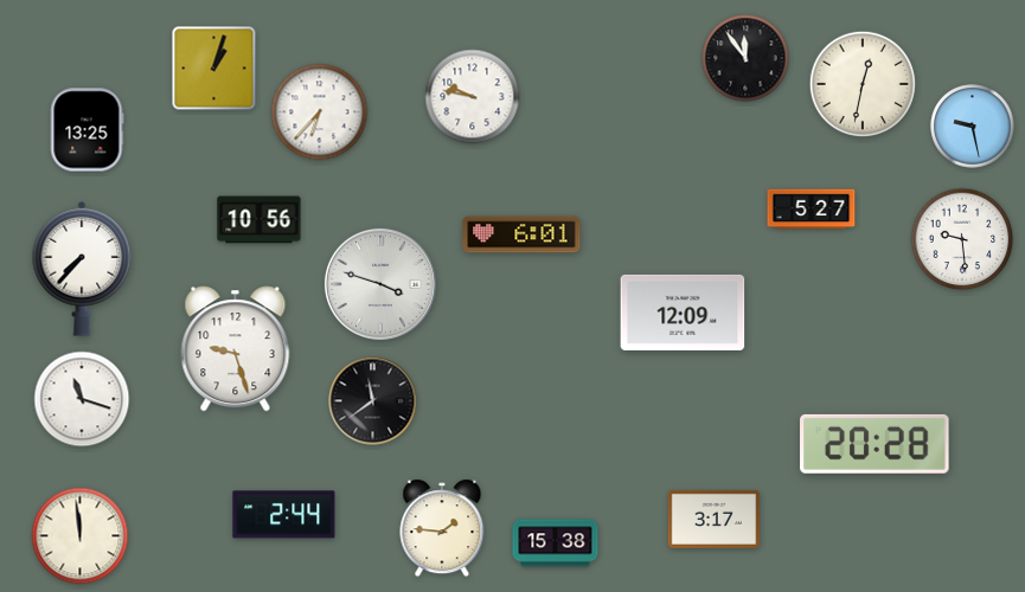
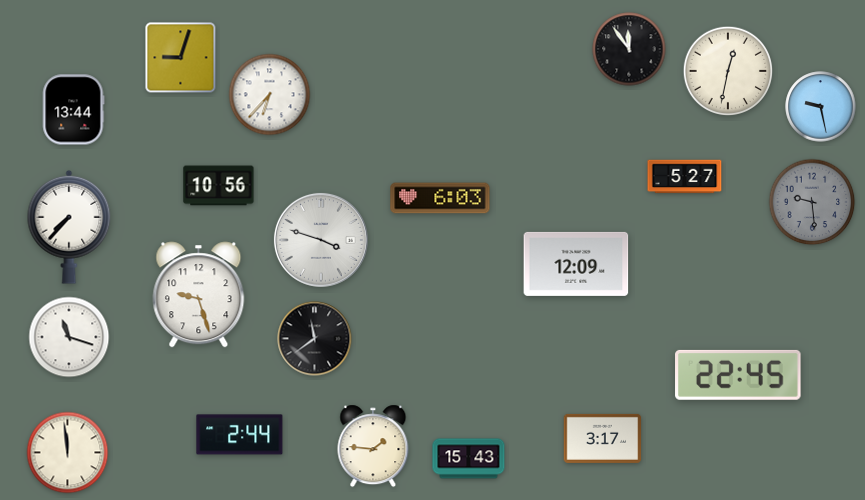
clock at (214, 69): 1:03 -> 9:03
clock at (473, 97): 9:47 -> none
clock at (87, 130): 13:25 -> 13:44
clock at (521, 234): 6:01 -> 6:03
clock at (962, 239) dial: white -> grey
clock at (875, 444): 20:28 -> 22:45
clock at (556, 543): 15:38 -> 15:43
